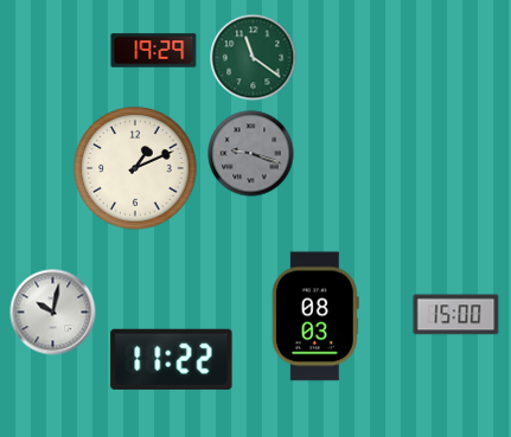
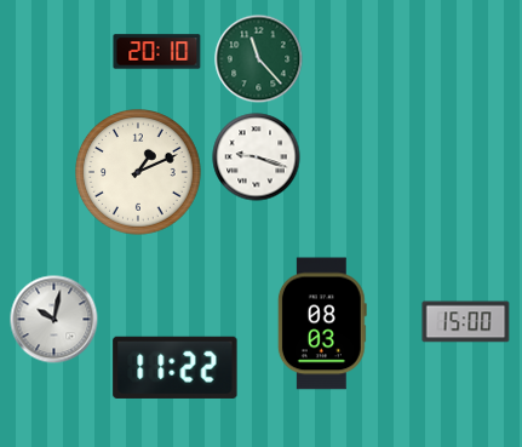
clock at (154, 51): 19:29 -> 20:10
clock at (254, 58): 11:21 -> 11:23
clock at (251, 154) dial: grey -> white
